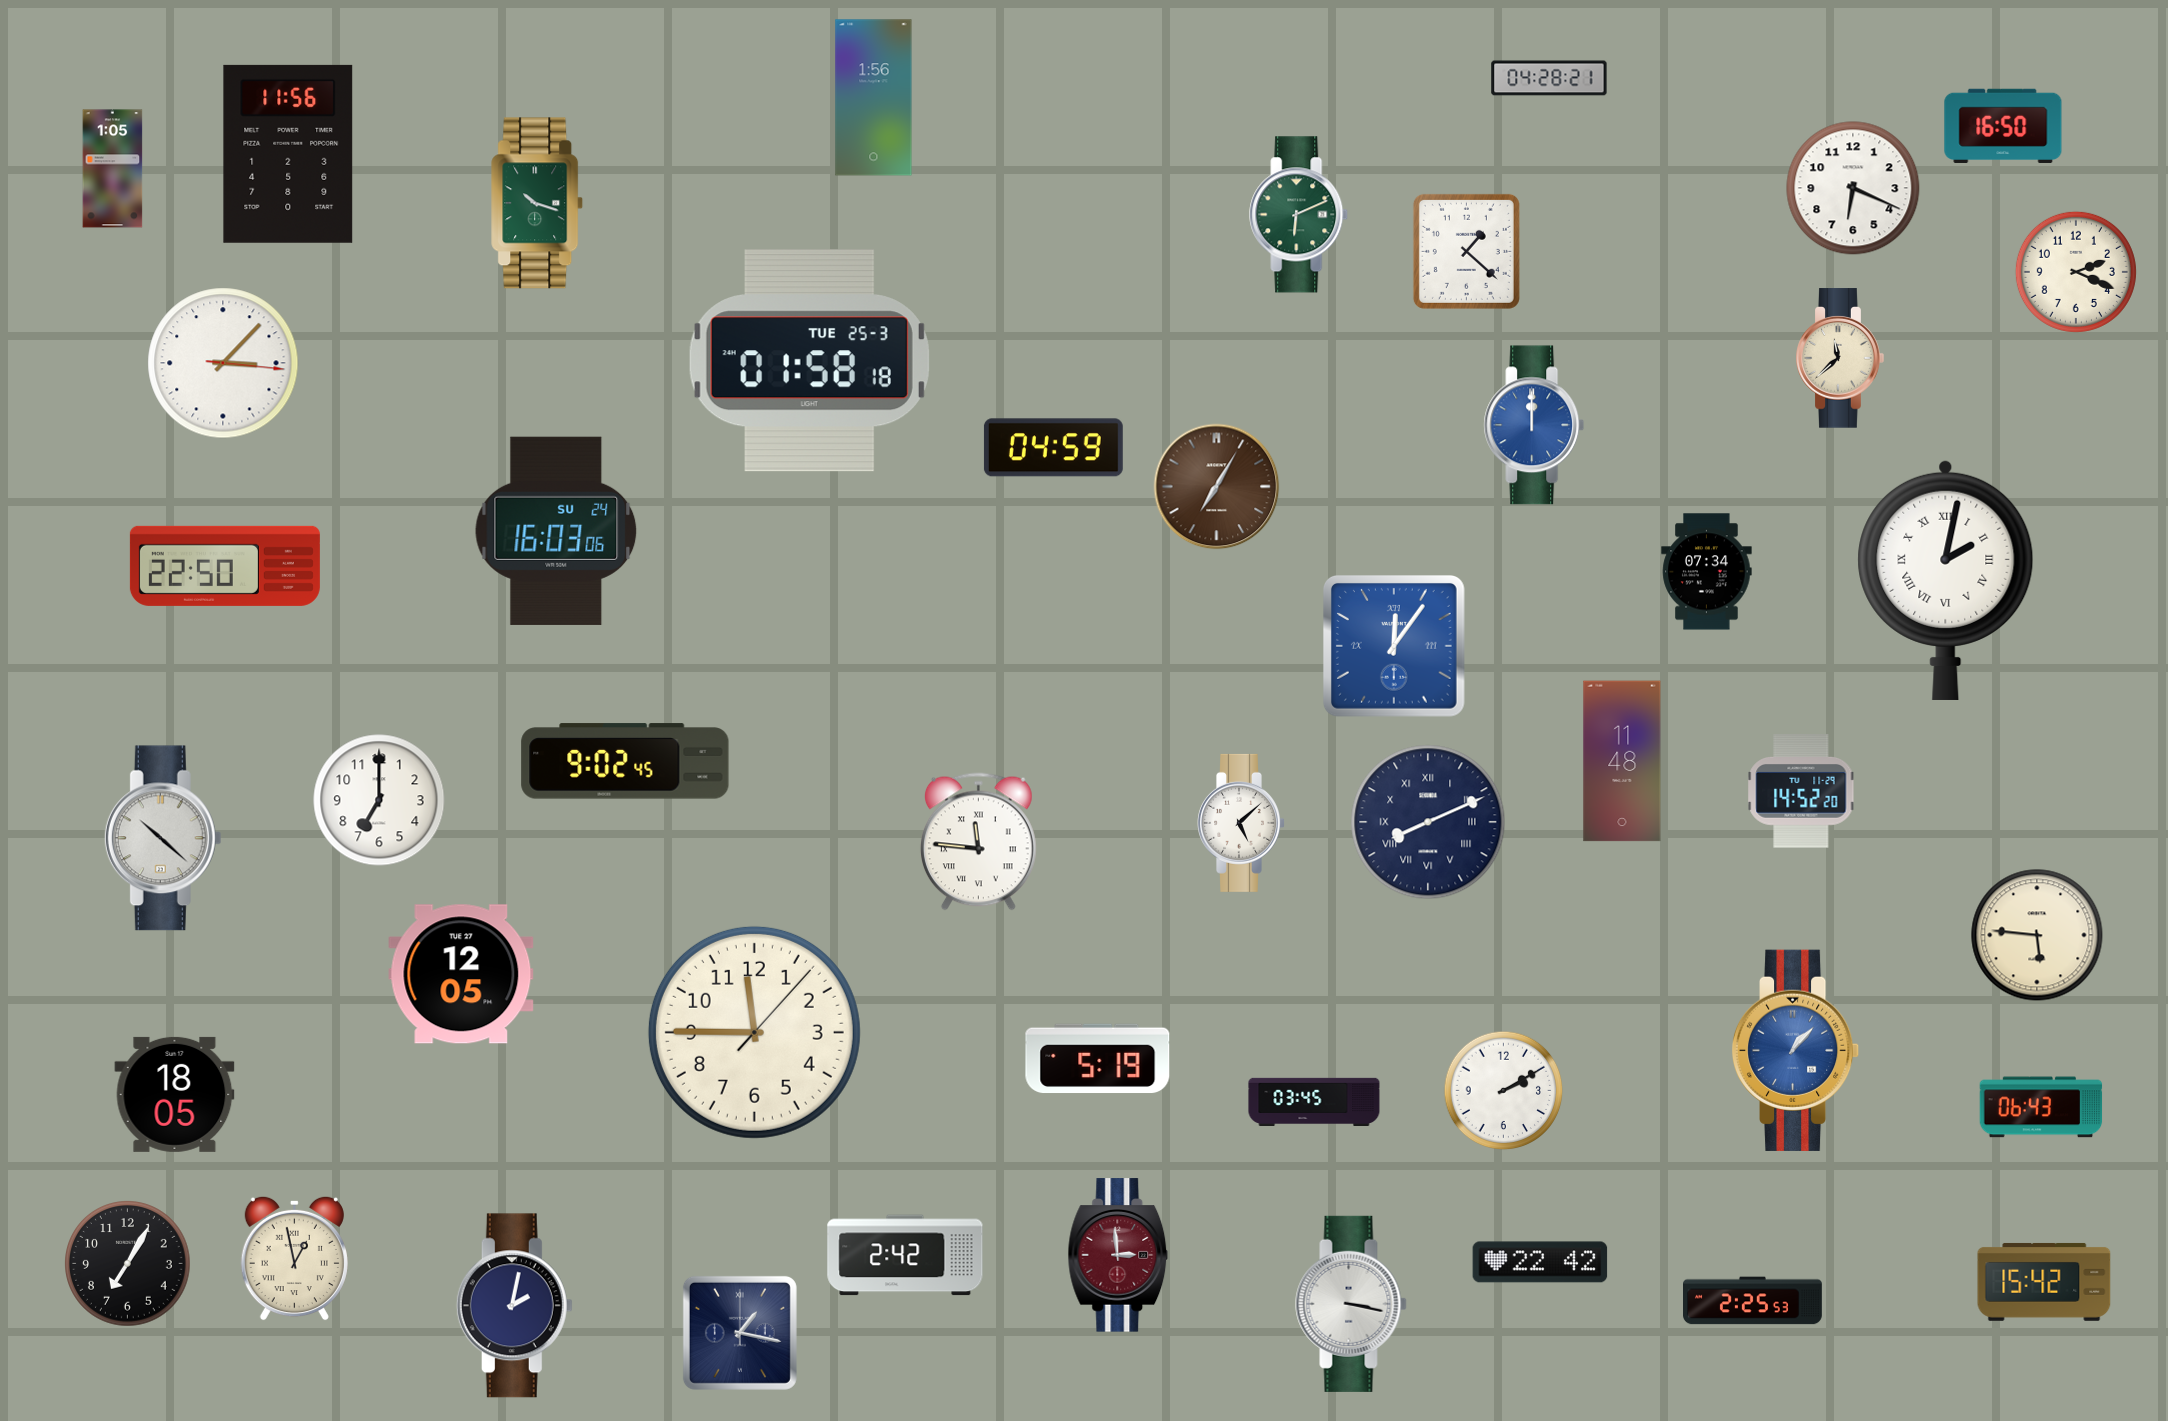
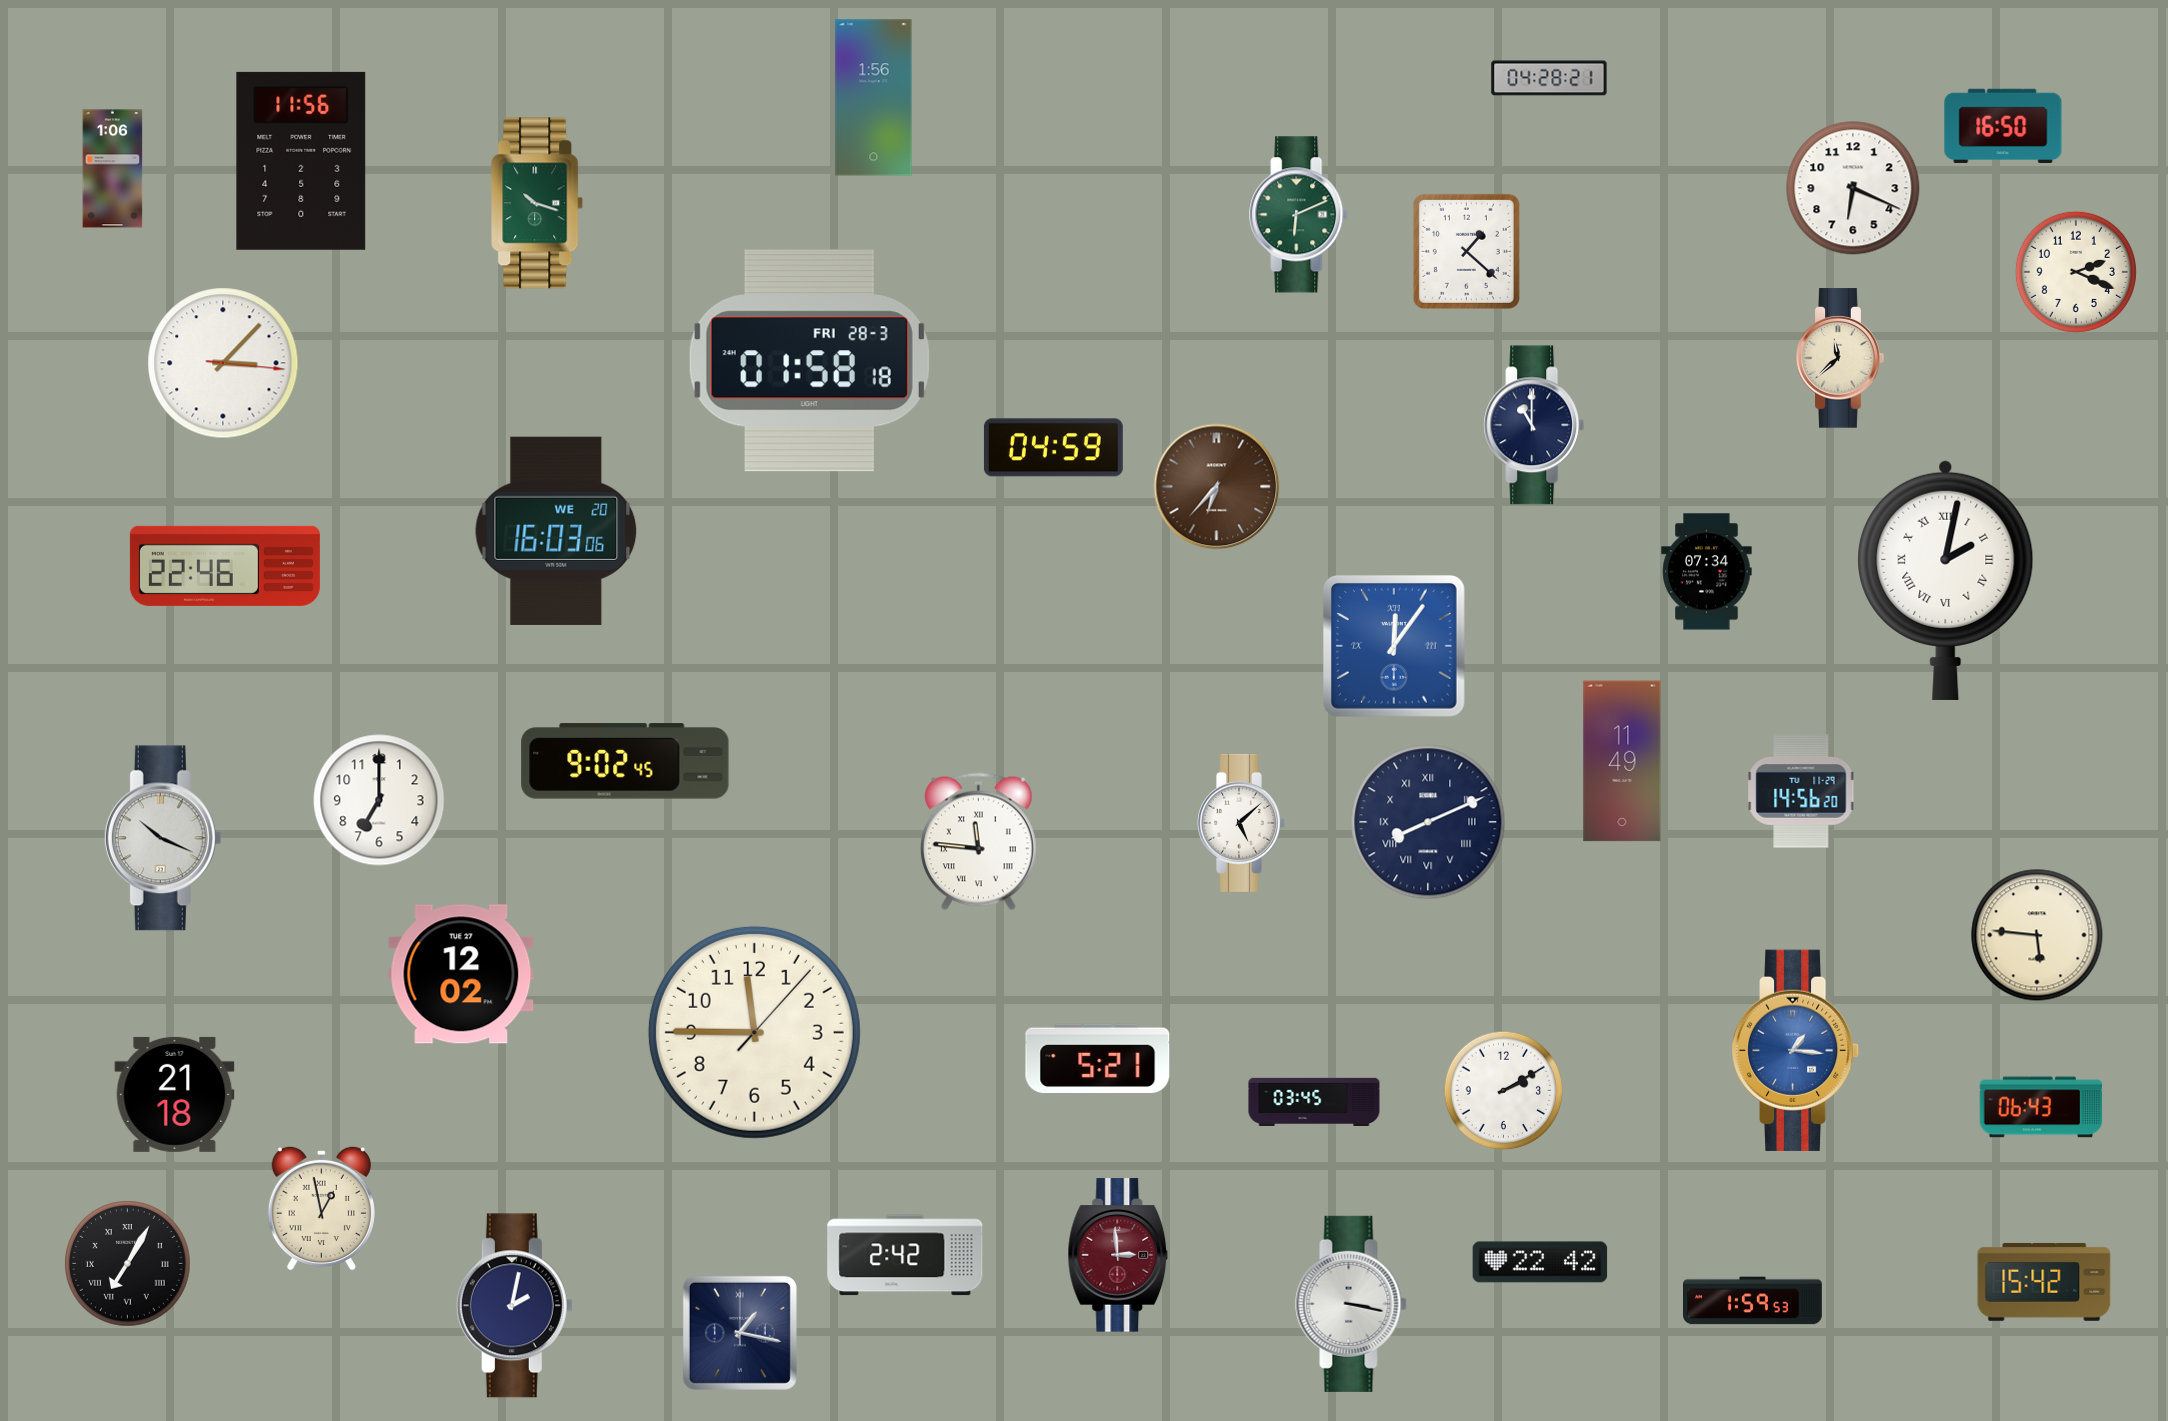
clock at (288, 154) position: (288, 154) -> (301, 161)
clock at (113, 169): 1:05 -> 1:06
clock at (809, 361) date: TUE 25-3 -> FRI 28-3
clock at (1534, 425): 12:00 -> 11:00
clock at (1534, 425) dial: blue -> navy
clock at (1217, 487): 7:05 -> 6:37
clock at (556, 531) date: SU 24 -> WE 20
clock at (225, 566): 22:50 -> 22:46
clock at (1622, 761): 11:48 -> 11:49
clock at (1801, 791): 14:52 -> 14:56
clock at (163, 838): 10:22 -> 10:19
clock at (461, 974): 12:05 -> 12:02
clock at (1796, 1050): 1:07 -> 1:16
clock at (1098, 1059): 5:19 -> 5:21
clock at (175, 1094): 18:05 -> 21:18
clock at (294, 1258) position: (294, 1258) -> (321, 1208)
clock at (128, 1264) numerals: Arabic -> Roman
clock at (1753, 1301): 2:25 -> 1:59
